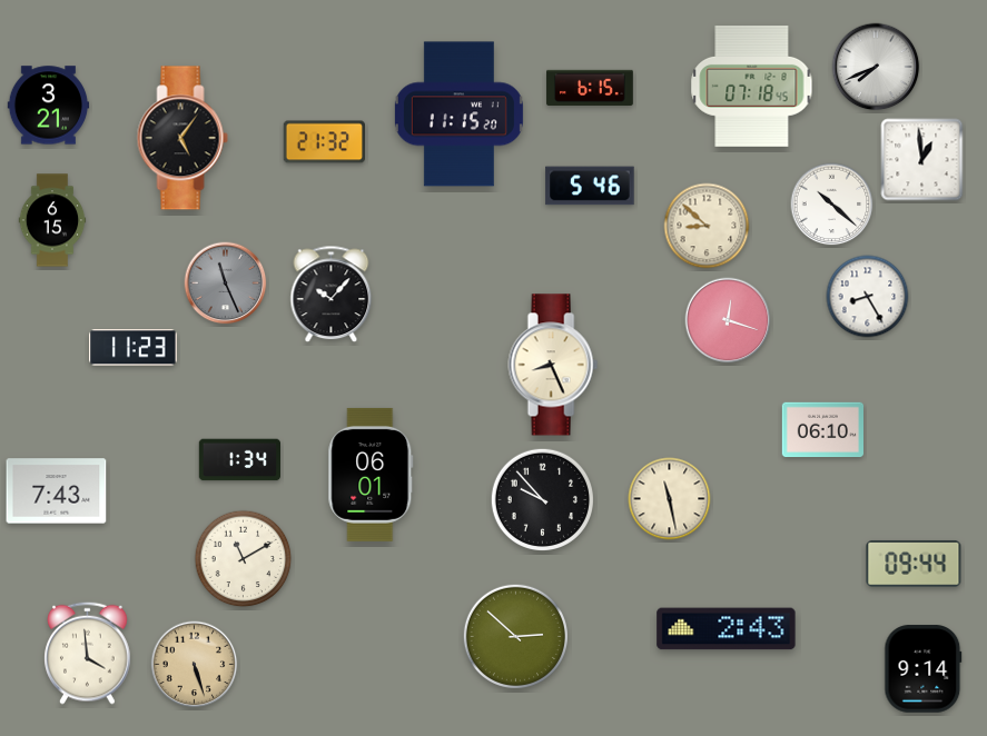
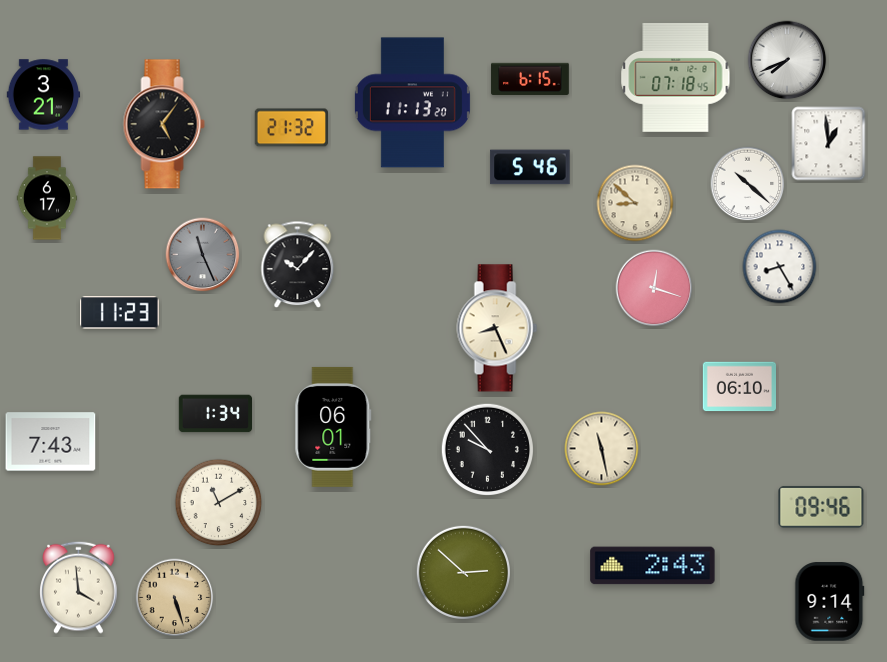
clock at (458, 115): 11:15 -> 11:13
clock at (52, 220): 6:15 -> 6:17
clock at (914, 564): 09:44 -> 09:46
